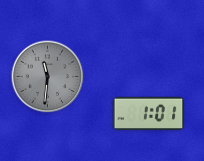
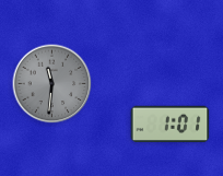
clock at (149, 114) position: (149, 114) -> (171, 125)
